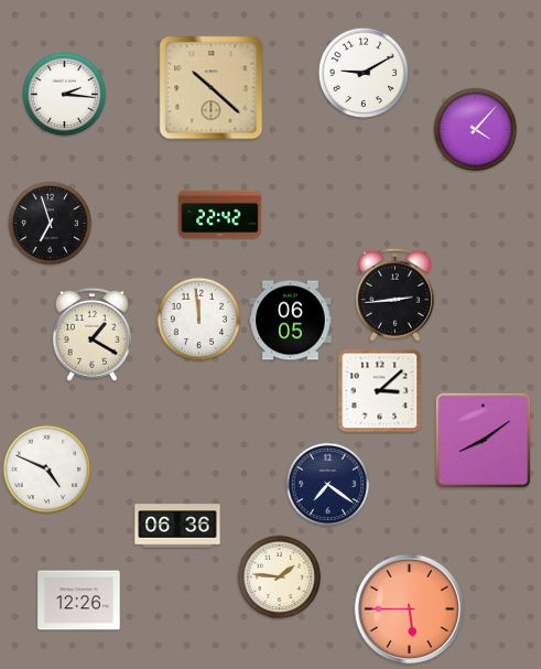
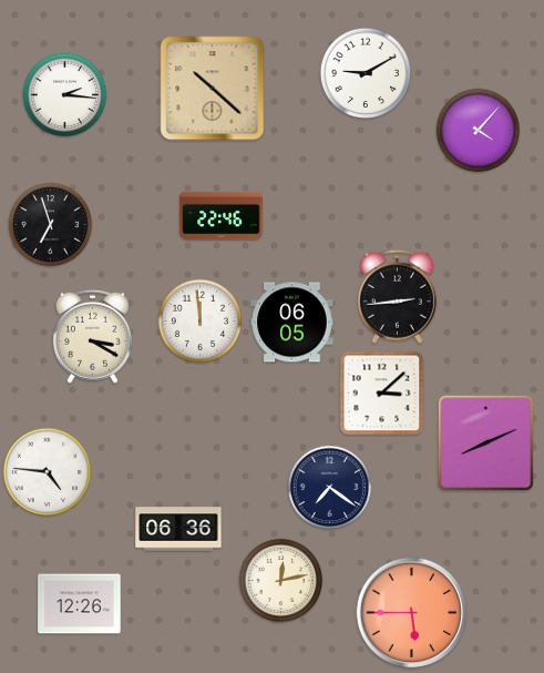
clock at (220, 215): 22:42 -> 22:46
clock at (91, 334): 1:20 -> 3:20
clock at (484, 441): 8:09 -> 8:11
clock at (47, 470): 4:49 -> 4:46
clock at (280, 578): 1:46 -> 12:13
